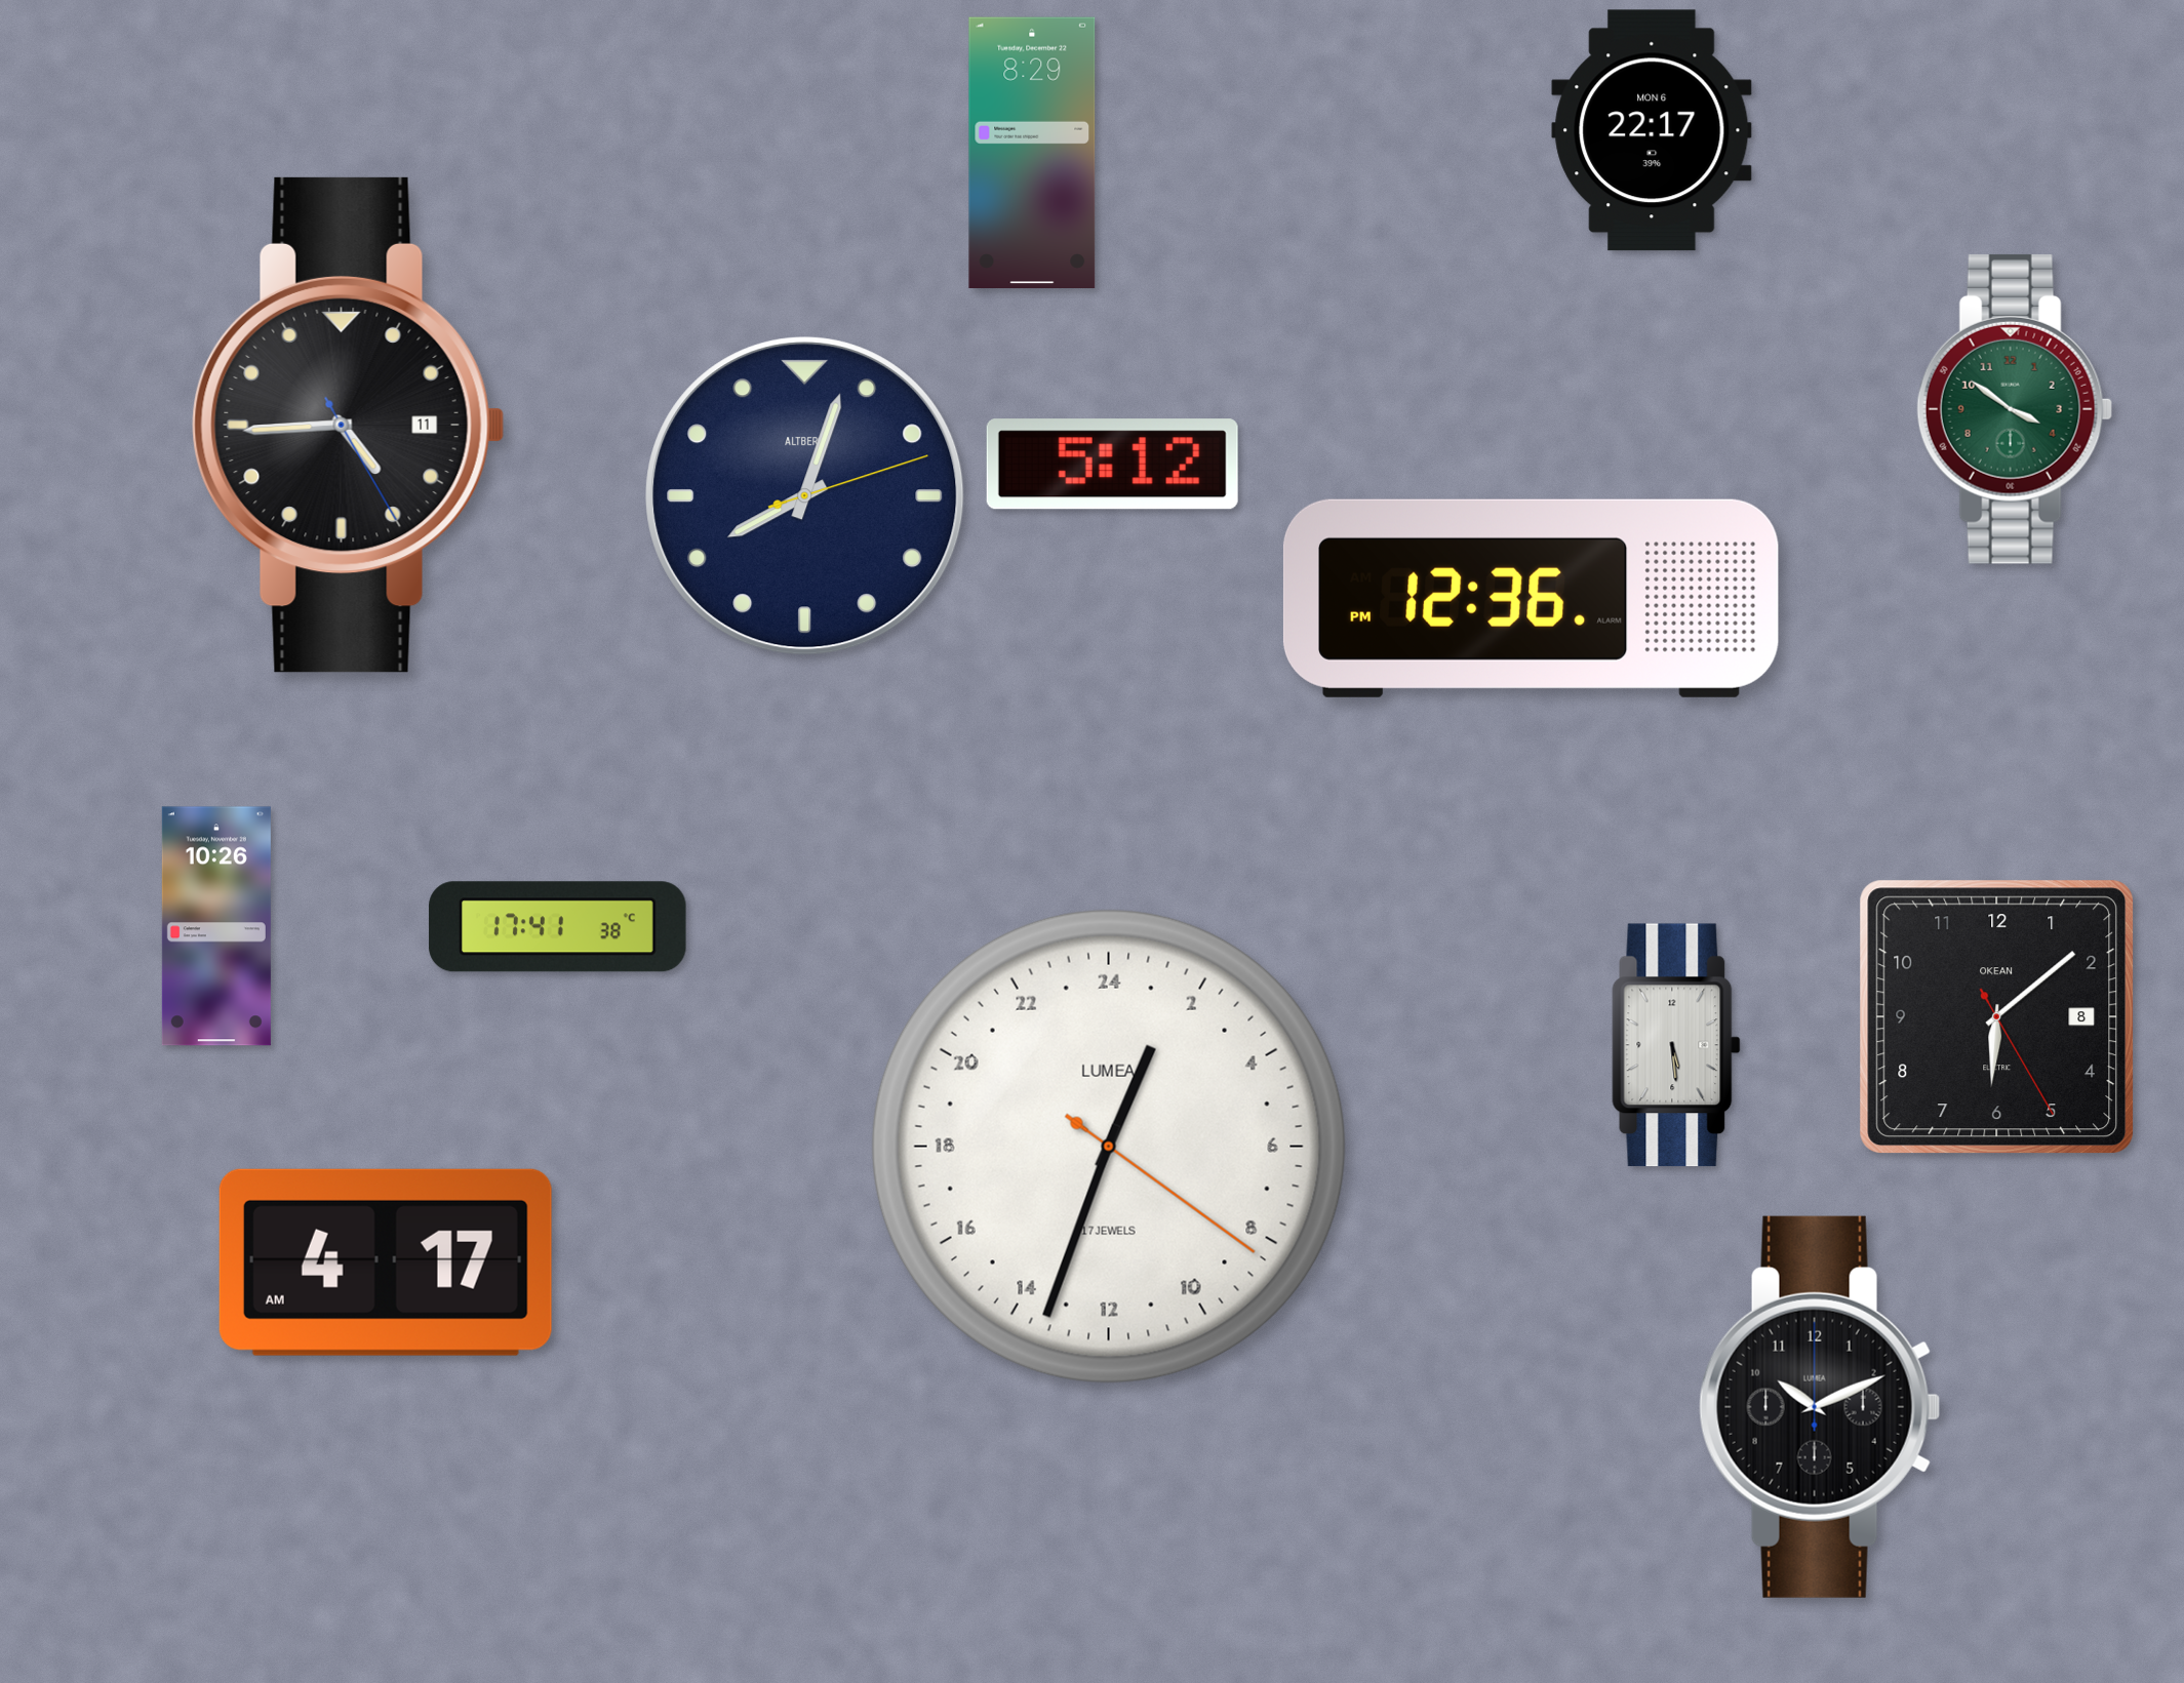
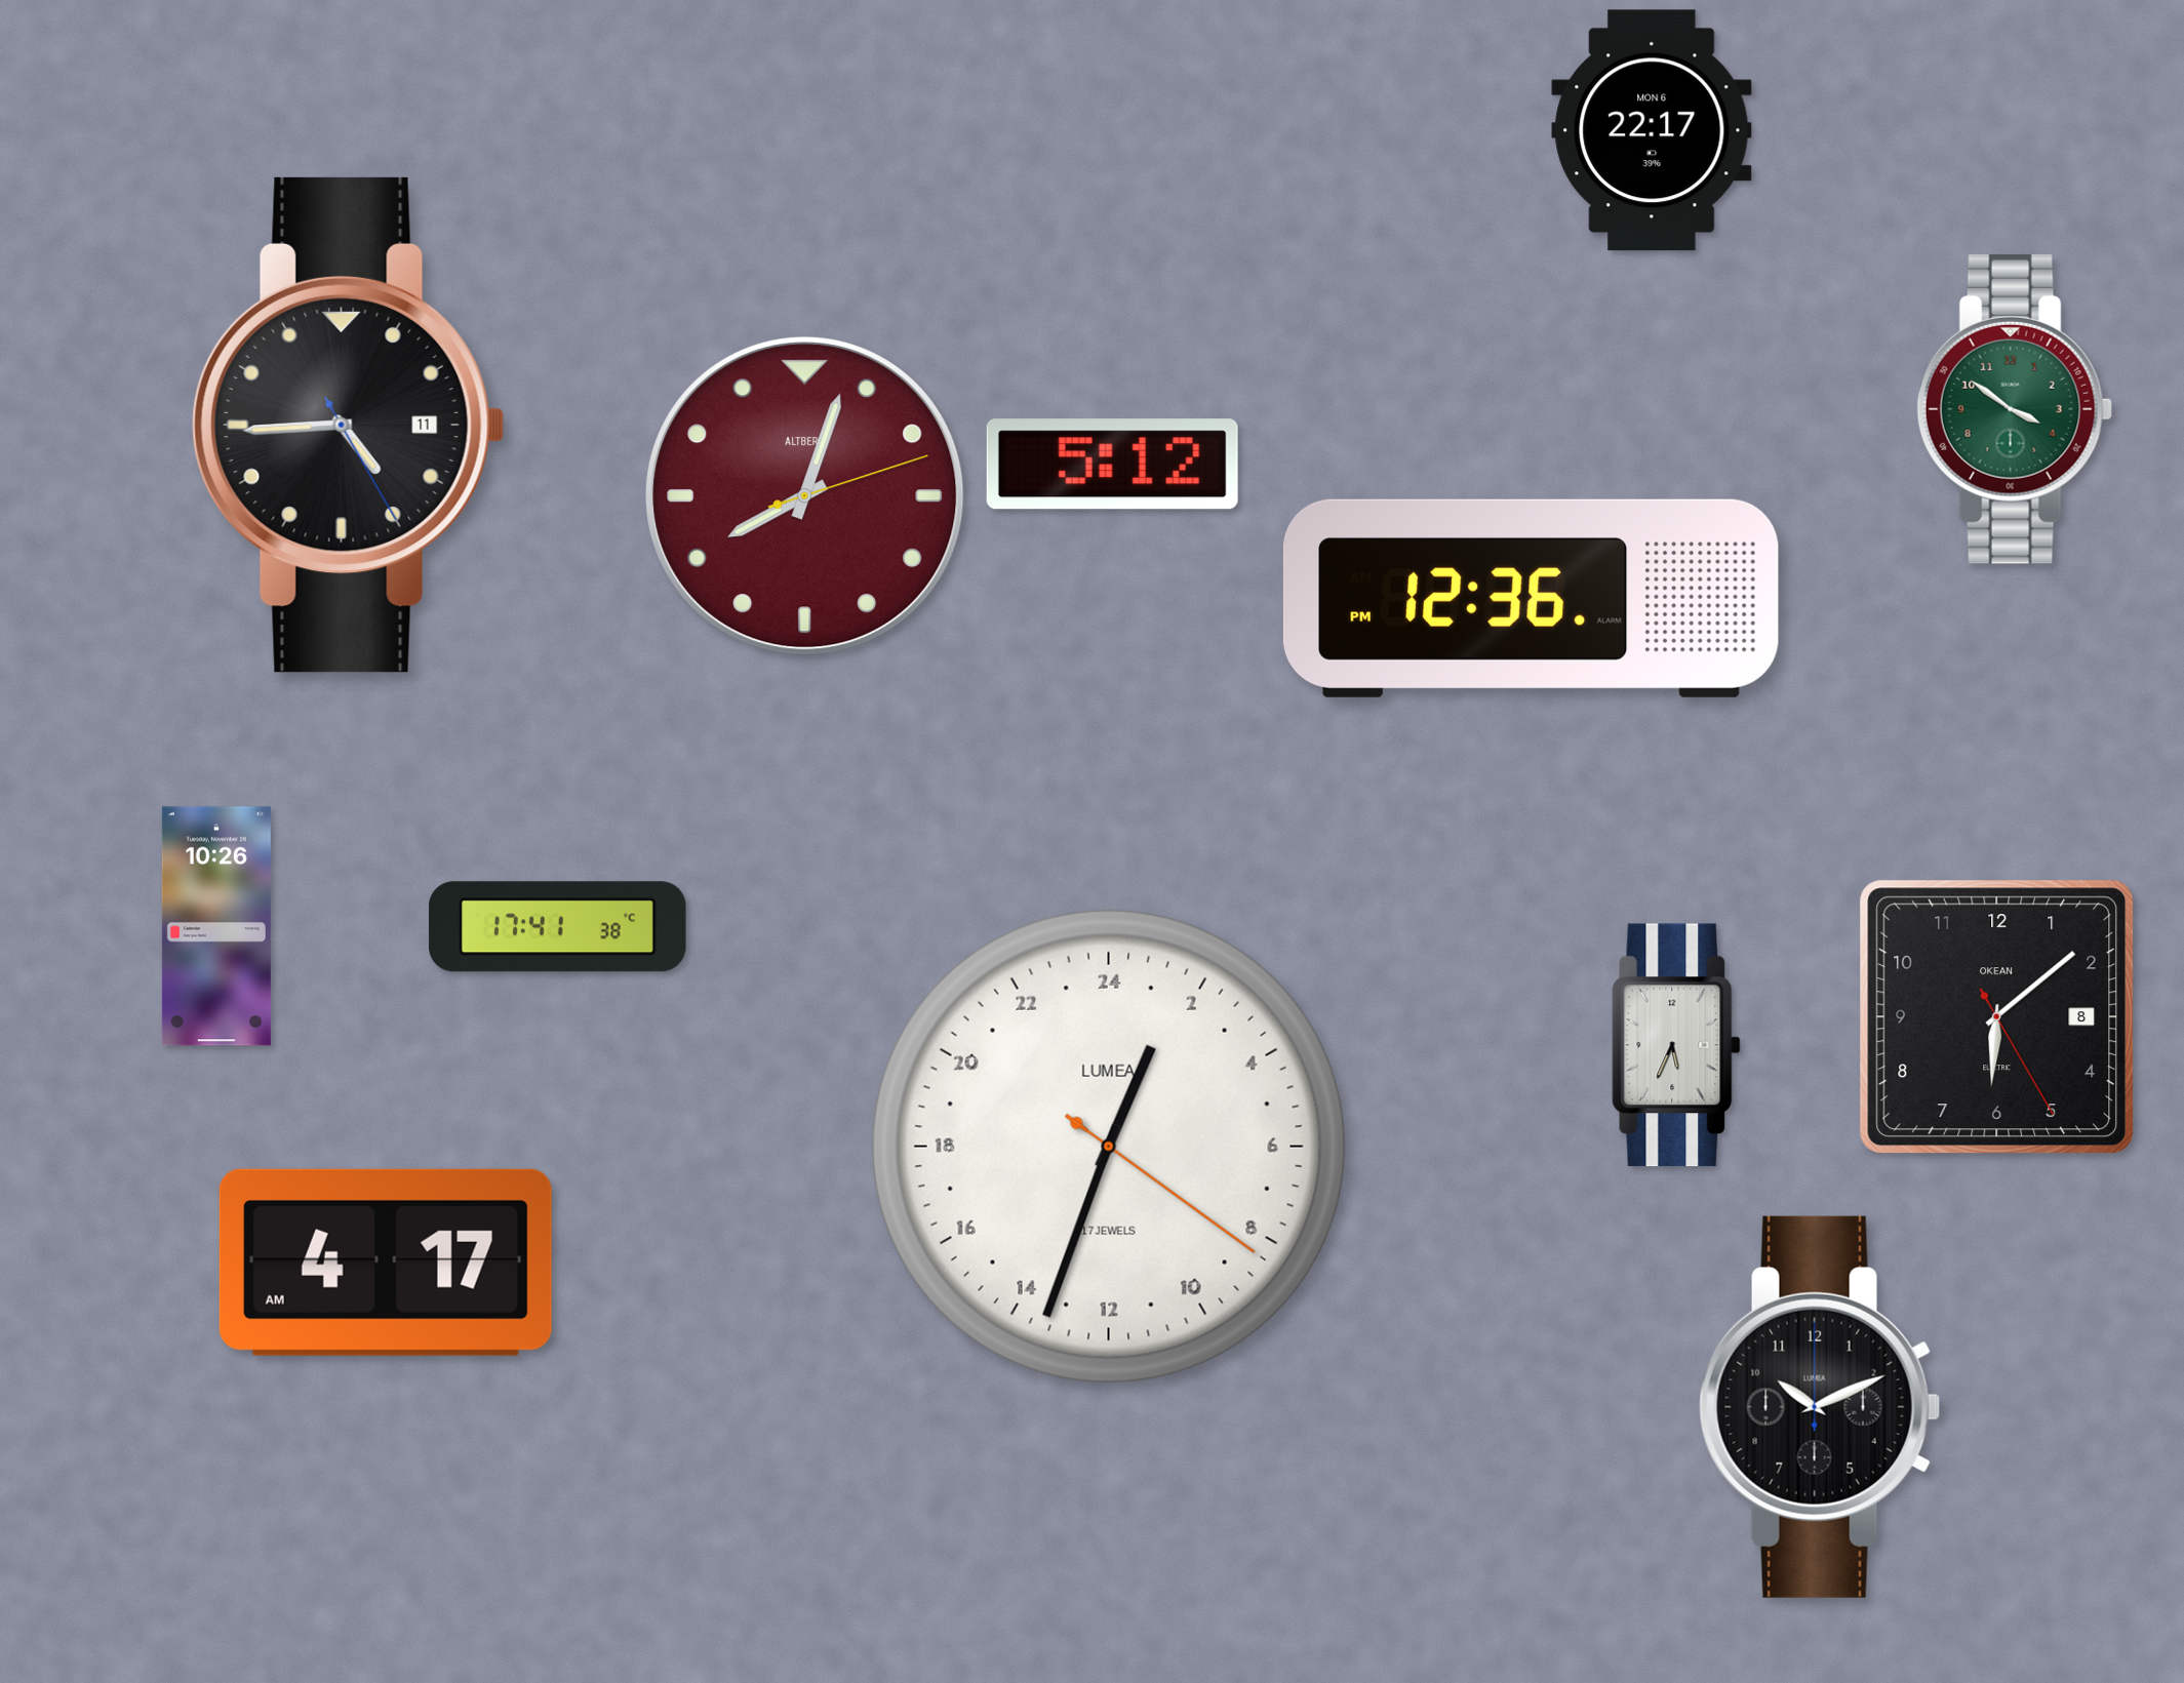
clock at (1032, 152): 8:29 -> none
clock at (805, 496) dial: navy -> burgundy
clock at (1676, 1045): 5:29 -> 5:34
